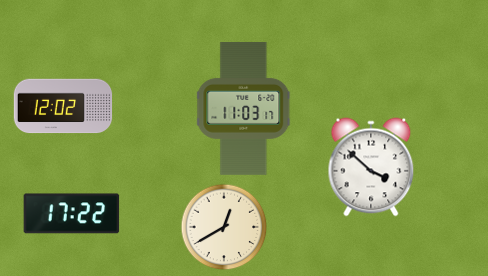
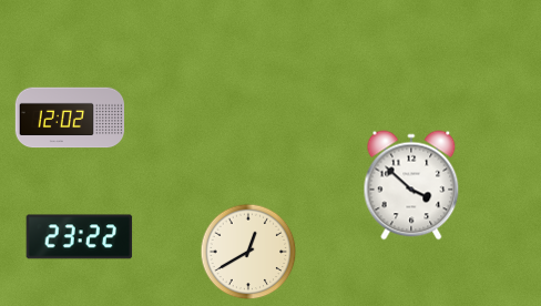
clock at (244, 109): 11:03 -> none
clock at (72, 214): 17:22 -> 23:22
